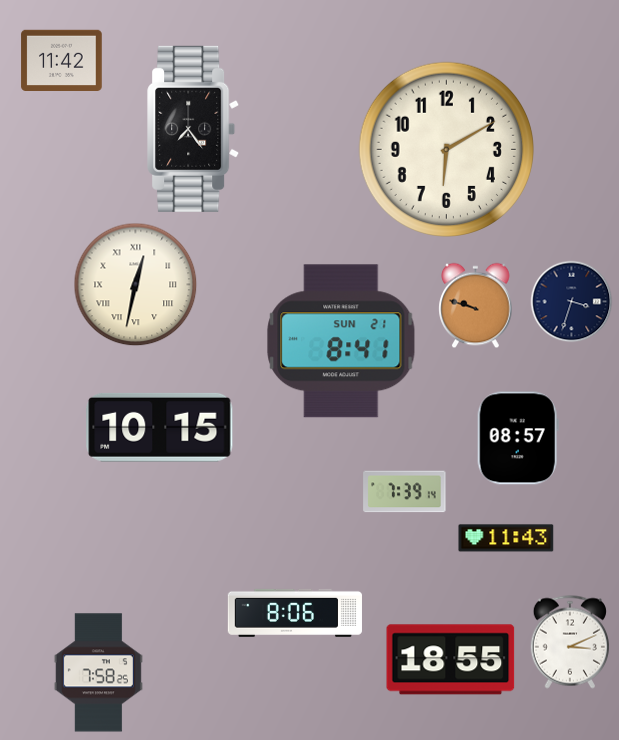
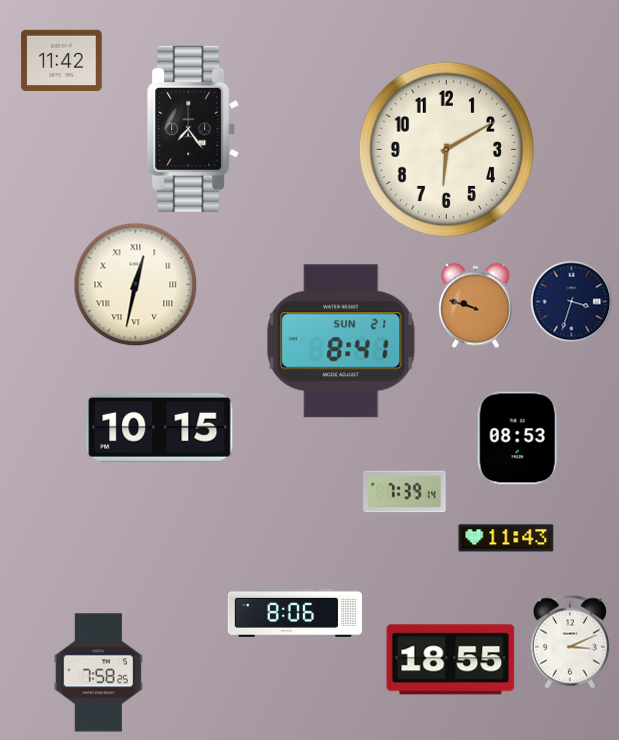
clock at (518, 438): 08:57 -> 08:53
